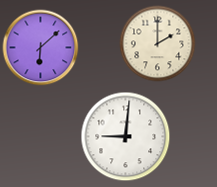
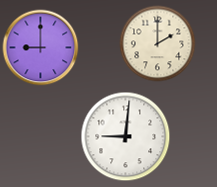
clock at (41, 48): 6:08 -> 9:00
